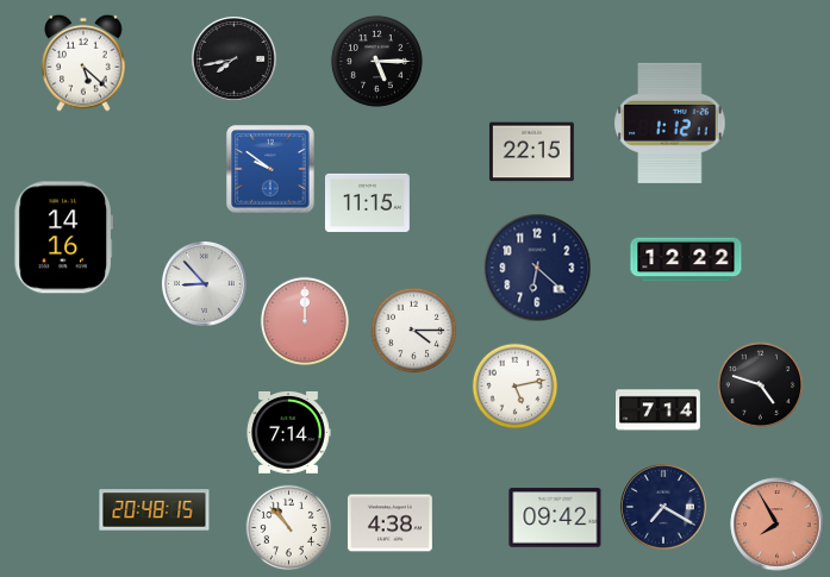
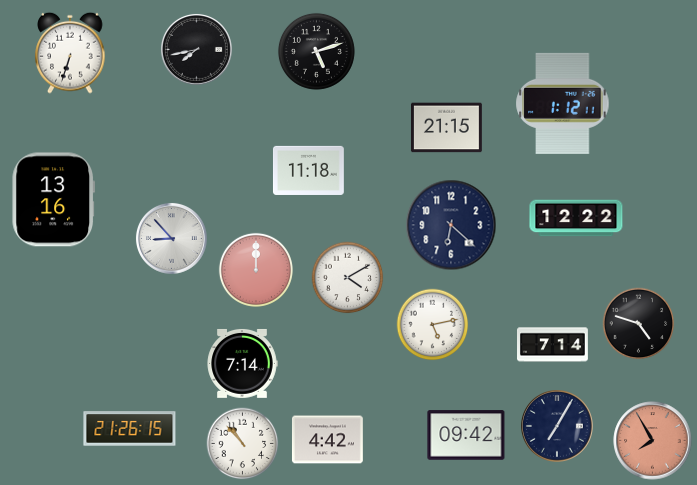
clock at (376, 61): 5:15 -> 5:12
clock at (83, 63): 5:22 -> 6:33
clock at (531, 152): 22:15 -> 21:15
clock at (270, 169): 9:51 -> none
clock at (367, 202): 11:15 -> 11:18
clock at (63, 238): 14:16 -> 13:16
clock at (414, 331): 4:15 -> 4:10
clock at (664, 508): 7:20 -> 7:05
clock at (155, 510): 20:48 -> 21:26
clock at (389, 523): 4:38 -> 4:42
